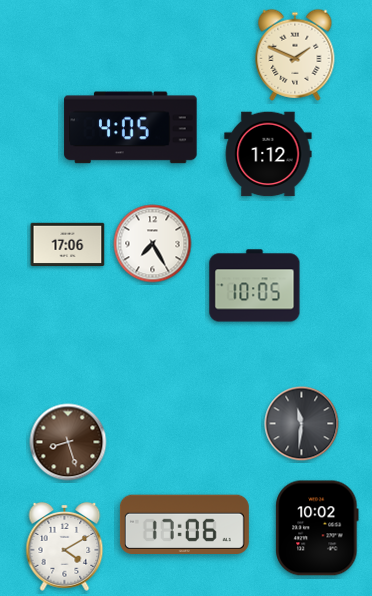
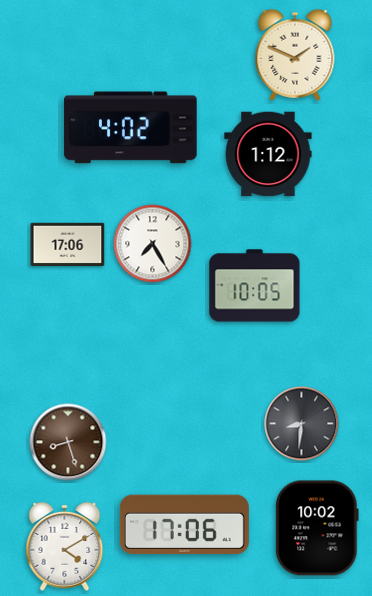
clock at (131, 128): 4:05 -> 4:02
clock at (302, 424): 11:31 -> 8:31
